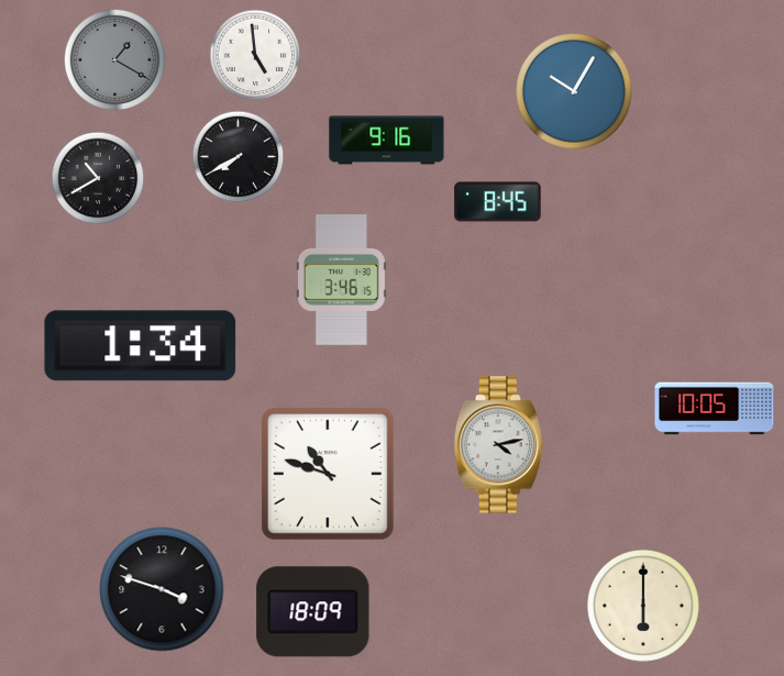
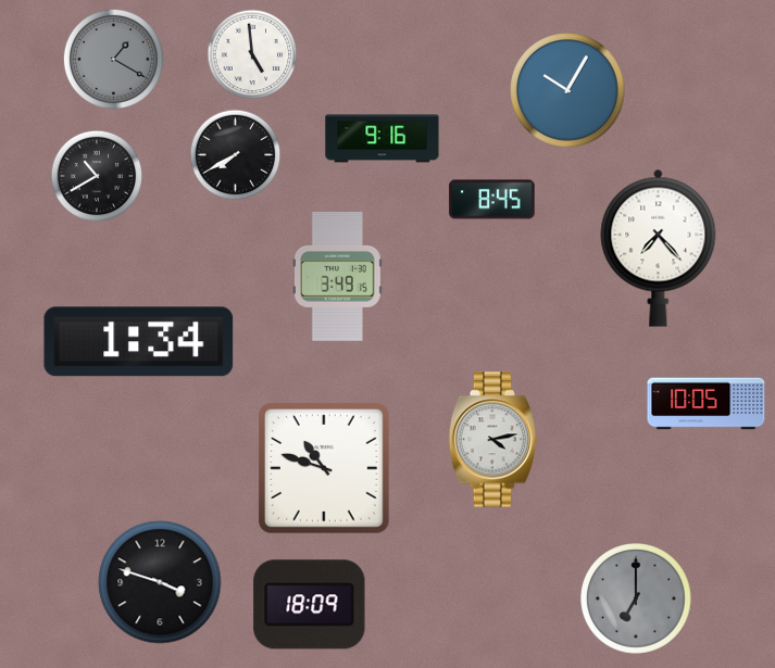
clock at (659, 248): none -> 7:23
clock at (341, 279): 3:46 -> 3:49
clock at (644, 607): 6:00 -> 7:00
clock at (644, 607) dial: cream -> grey
